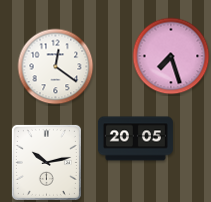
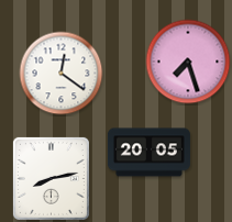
clock at (46, 162): 10:13 -> 8:13
